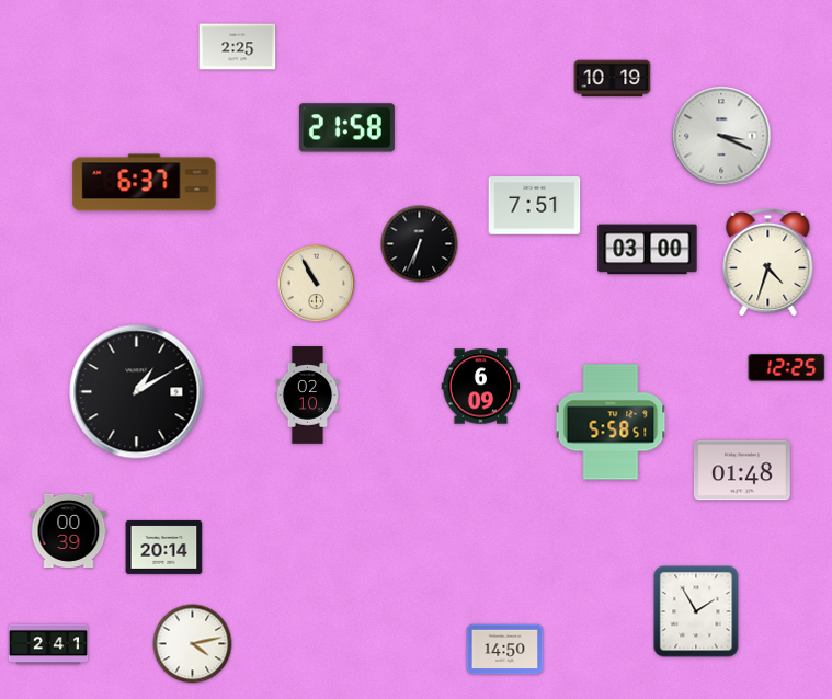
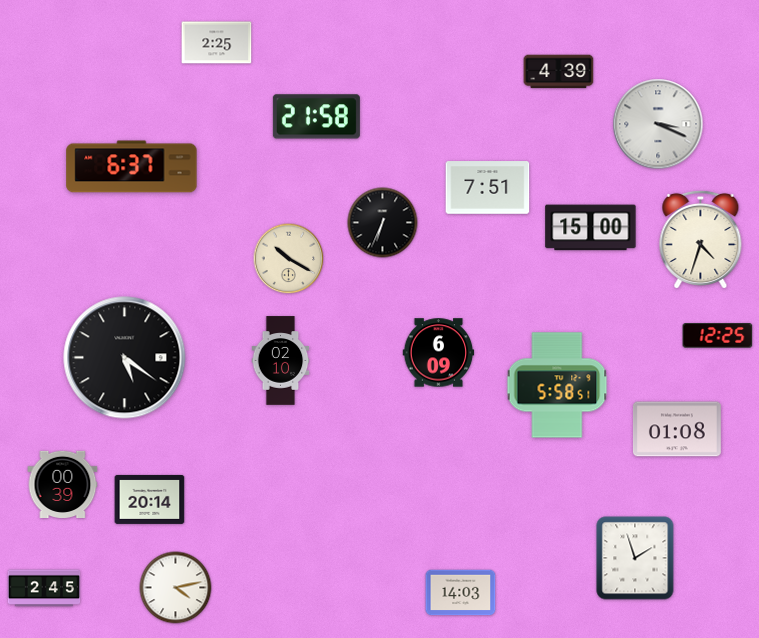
clock at (613, 79): 10:19 -> 4:39
clock at (648, 250): 03:00 -> 15:00
clock at (317, 284): 10:55 -> 10:20
clock at (137, 392): 1:10 -> 5:21
clock at (742, 470): 01:48 -> 01:08
clock at (696, 611): 1:55 -> 1:57
clock at (48, 644): 2:41 -> 2:45
clock at (505, 650): 14:50 -> 14:03
